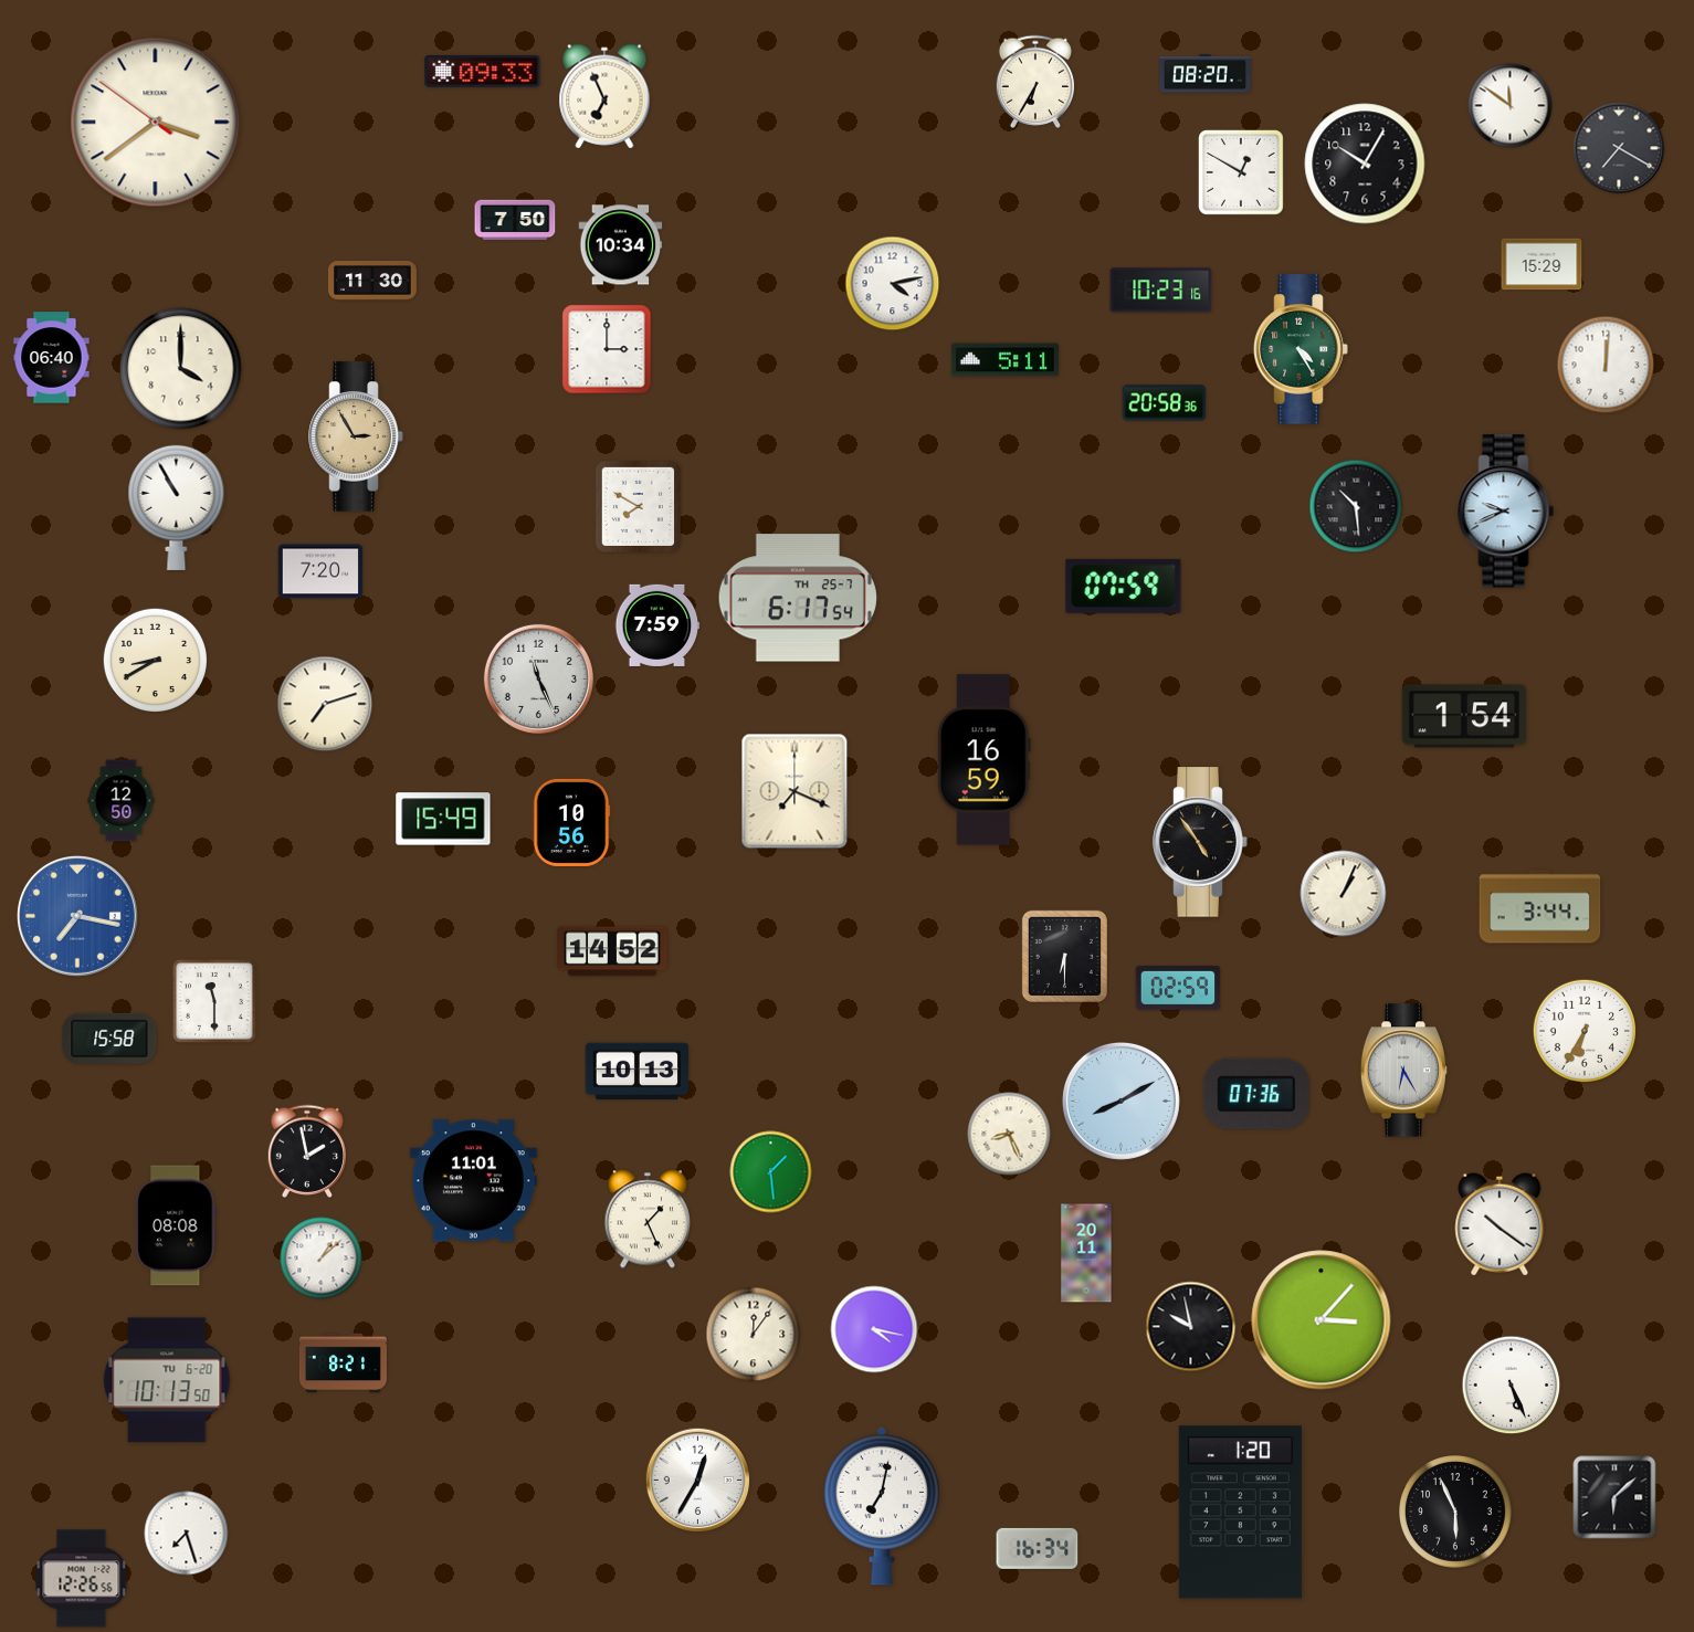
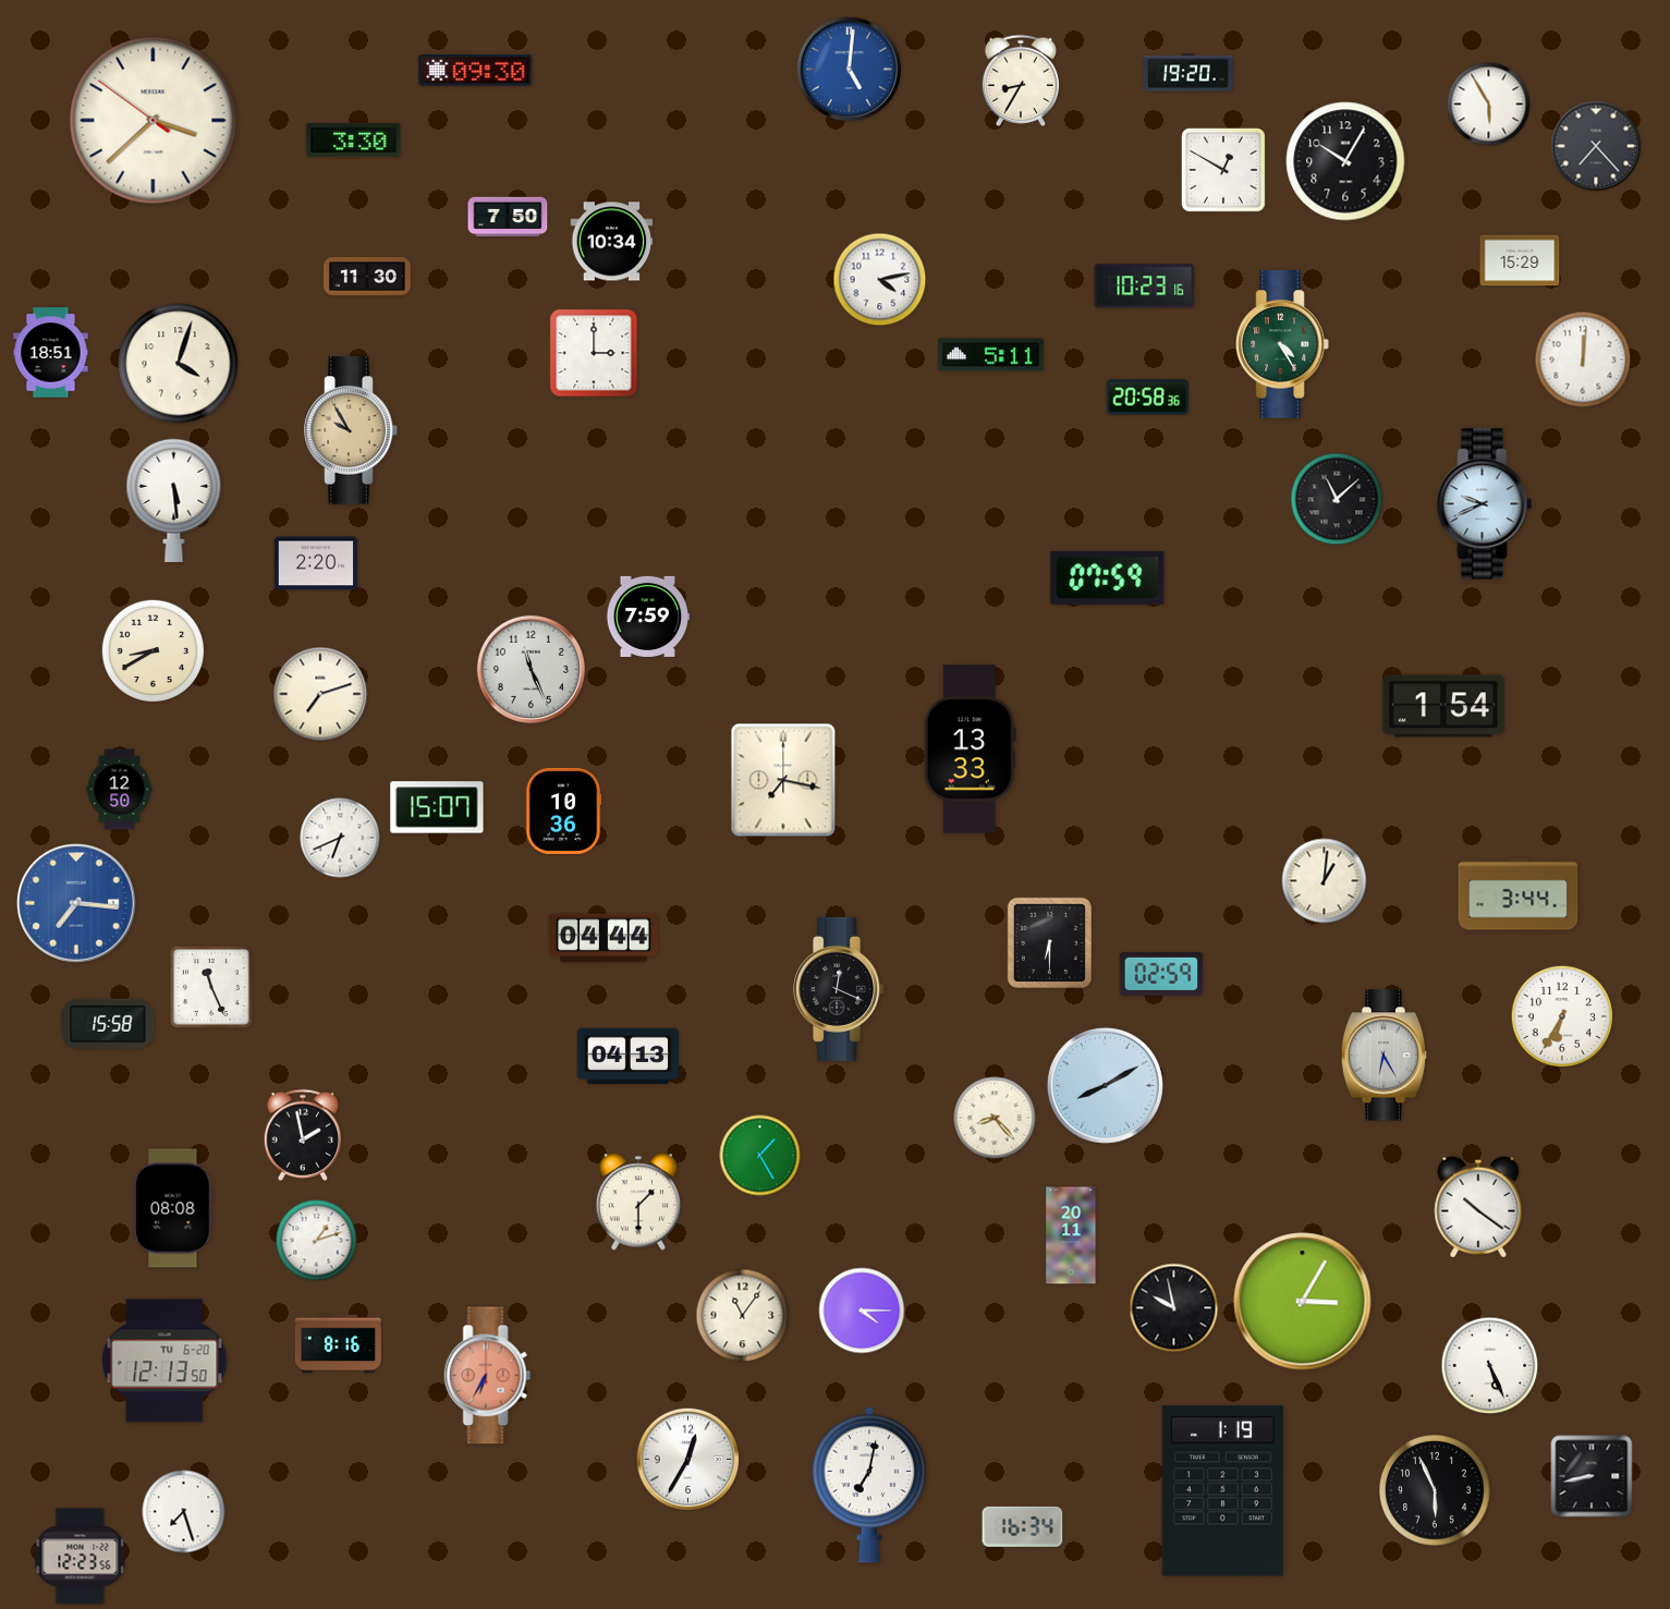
clock at (849, 69): none -> 5:01
clock at (483, 71): 09:33 -> 09:30
clock at (1206, 74): 08:20 -> 19:20
clock at (1034, 82): 6:35 -> 8:35
clock at (604, 96): 6:56 -> none
clock at (1511, 106): 11:51 -> 5:55
clock at (156, 123): 3:38 -> 3:37
clock at (354, 139): none -> 3:30
clock at (1619, 148): 7:20 -> 7:23
clock at (607, 349) position: (607, 349) -> (594, 353)
clock at (52, 358): 06:40 -> 18:51
clock at (181, 369): 4:00 -> 4:03
clock at (356, 436): 2:55 -> 9:55
clock at (638, 506): 7:50 -> none
clock at (1356, 506): 10:29 -> 11:08
clock at (177, 507): 10:55 -> 5:29
clock at (320, 571): 7:20 -> 2:20
clock at (798, 598): 6:17 -> none
clock at (983, 760): 16:59 -> 13:33
clock at (795, 791): 7:19 -> 7:17
clock at (443, 819): 15:49 -> 15:07
clock at (571, 822): 10:56 -> 10:36
clock at (1200, 842): 4:54 -> none
clock at (340, 838): none -> 6:41
clock at (1344, 894): 1:04 -> 1:01
clock at (77, 916): 7:17 -> 7:16
clock at (612, 951): 14:52 -> 04:44
clock at (214, 1001): 11:30 -> 11:26
clock at (840, 989): none -> 12:19
clock at (638, 1072): 10:13 -> 04:13
clock at (1256, 1094): 07:36 -> none
clock at (1009, 1134): 8:26 -> 8:23
clock at (771, 1172): 1:29 -> 1:25
clock at (473, 1181): 11:01 -> none
clock at (648, 1219): 1:26 -> 1:30
clock at (322, 1259): 1:08 -> 1:12
clock at (1322, 1320): 3:07 -> 3:05
clock at (874, 1329): 4:17 -> 4:15
clock at (754, 1335): 12:06 -> 11:06
clock at (343, 1363): 8:21 -> 8:16
clock at (167, 1380): 10:13 -> 12:13
clock at (488, 1376): none -> 6:35
clock at (1614, 1497): 6:08 -> 8:43
clock at (1240, 1513): 1:20 -> 1:19
clock at (82, 1579): 12:26 -> 12:23
